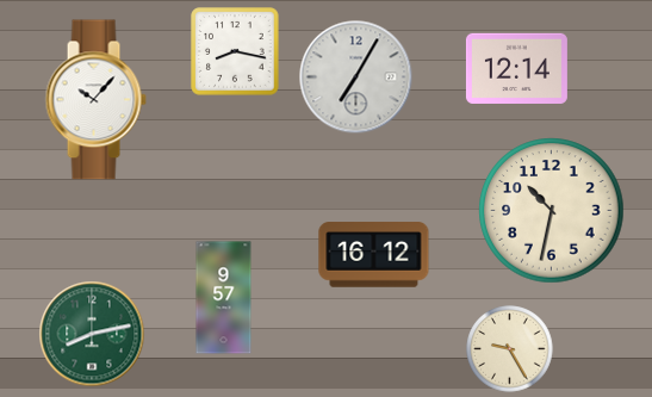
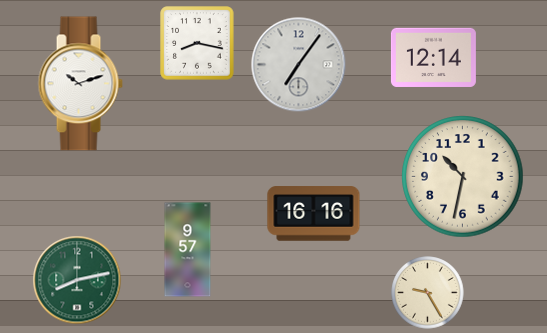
clock at (356, 77): 7:05 -> 7:06
clock at (95, 100): 10:07 -> 10:12
clock at (374, 255): 16:12 -> 16:16
